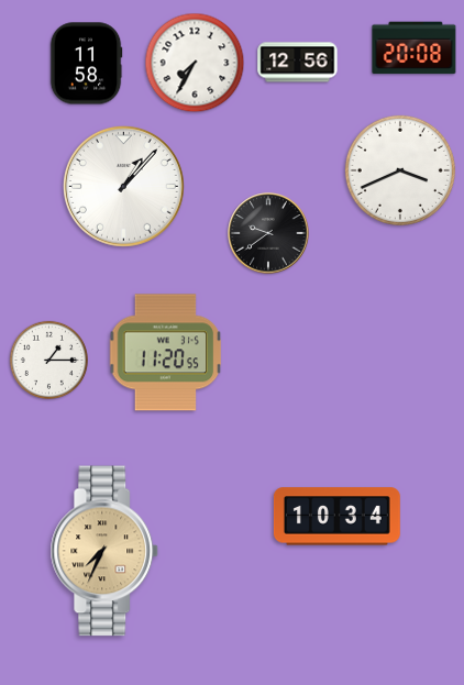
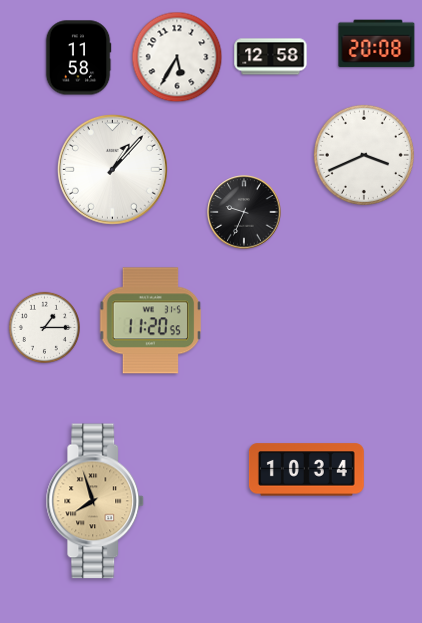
clock at (195, 63): 7:35 -> 5:35
clock at (298, 63): 12:56 -> 12:58
clock at (268, 233): 9:39 -> 9:34
clock at (104, 551): 7:34 -> 7:57
